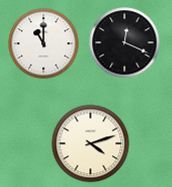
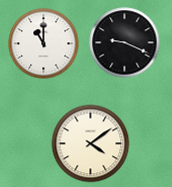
clock at (125, 43): 12:19 -> 9:19
clock at (91, 144): 4:12 -> 4:09
